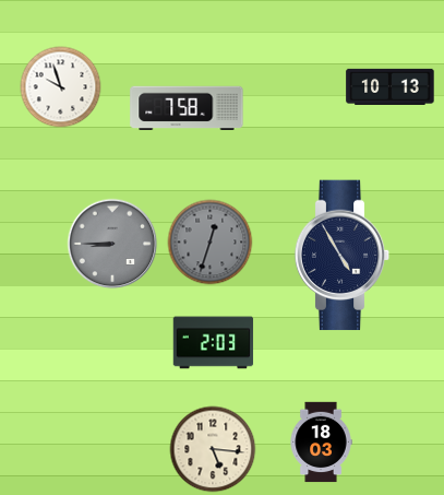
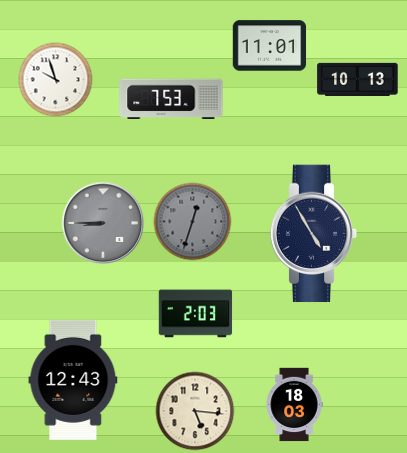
clock at (270, 46): none -> 11:01
clock at (187, 107): 7:58 -> 7:53
clock at (73, 380): none -> 12:43
